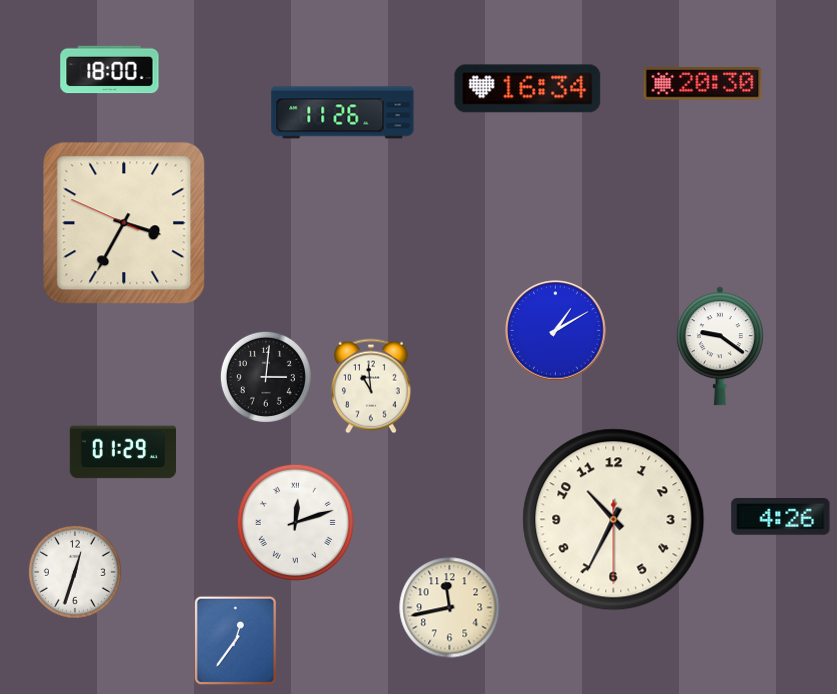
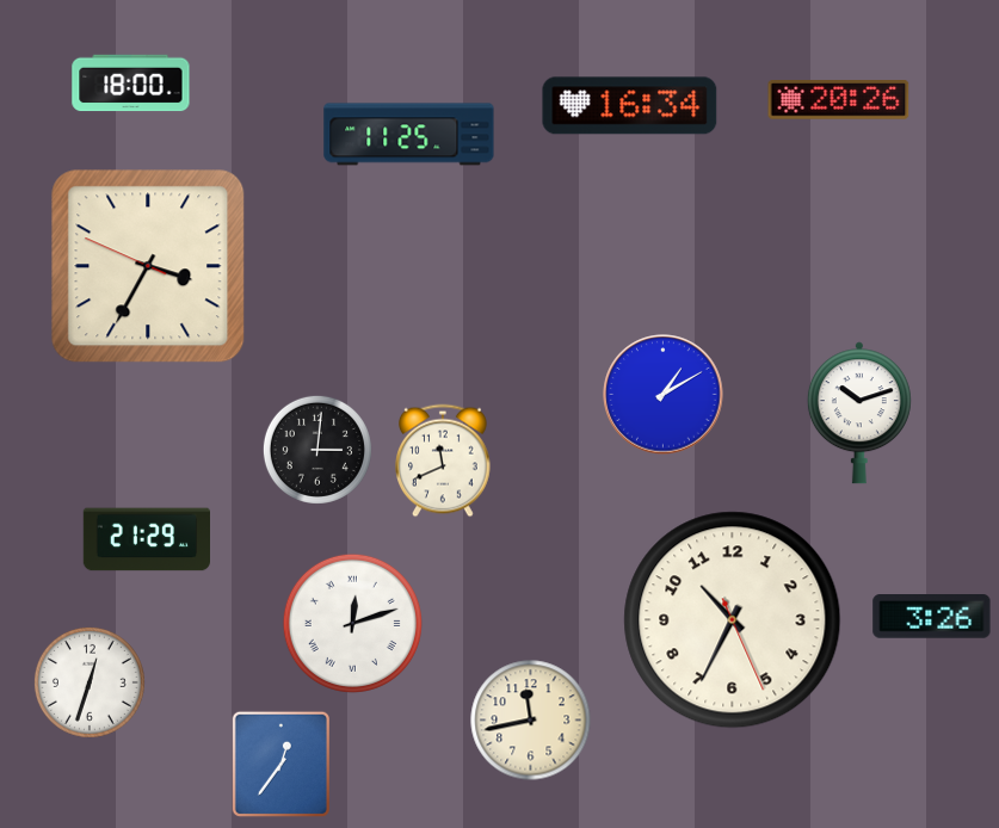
clock at (703, 84): 20:30 -> 20:26
clock at (343, 113): 11:26 -> 11:25
clock at (720, 346): 9:21 -> 10:12
clock at (372, 386): 10:59 -> 11:41
clock at (123, 452): 01:29 -> 21:29
clock at (781, 517): 4:26 -> 3:26
clock at (614, 520): 10:34:30 -> 10:34:26
clock at (450, 608) position: (450, 608) -> (531, 721)
